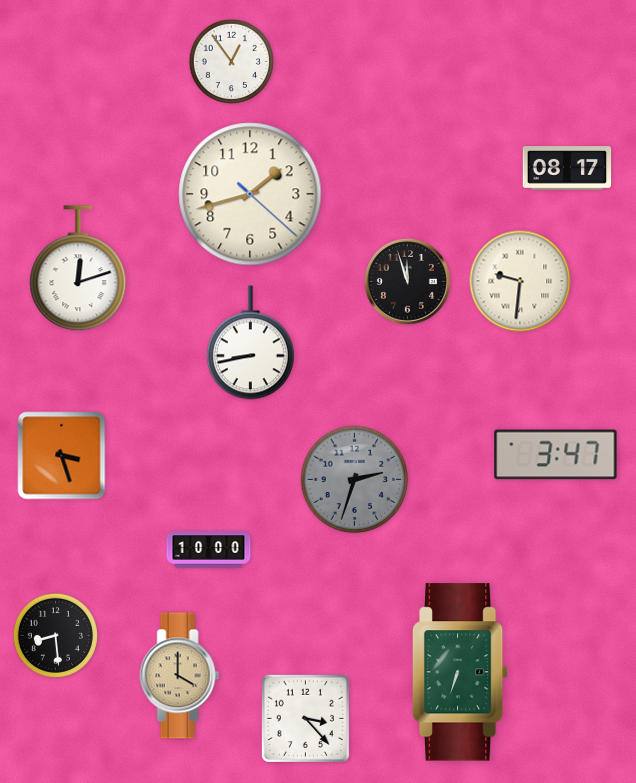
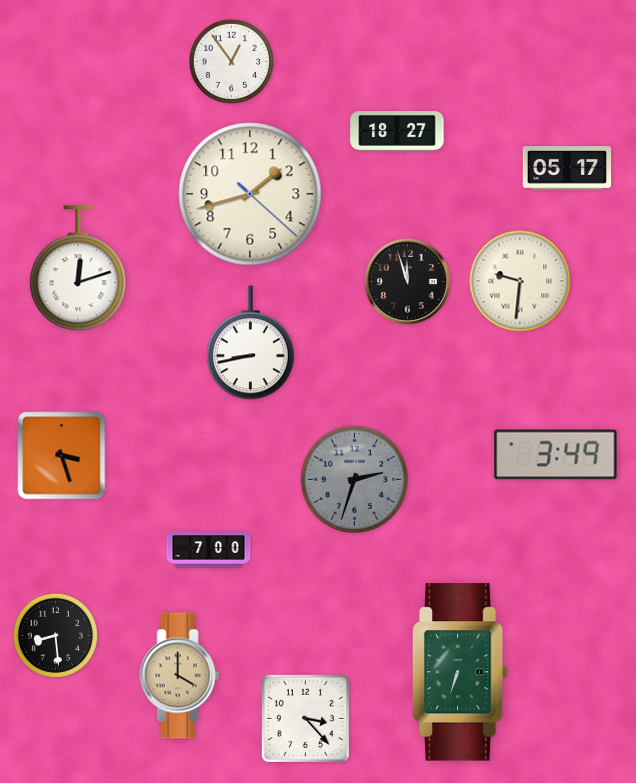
clock at (397, 131): none -> 18:27
clock at (567, 168): 08:17 -> 05:17
clock at (556, 455): 3:47 -> 3:49
clock at (209, 550): 10:00 -> 7:00
